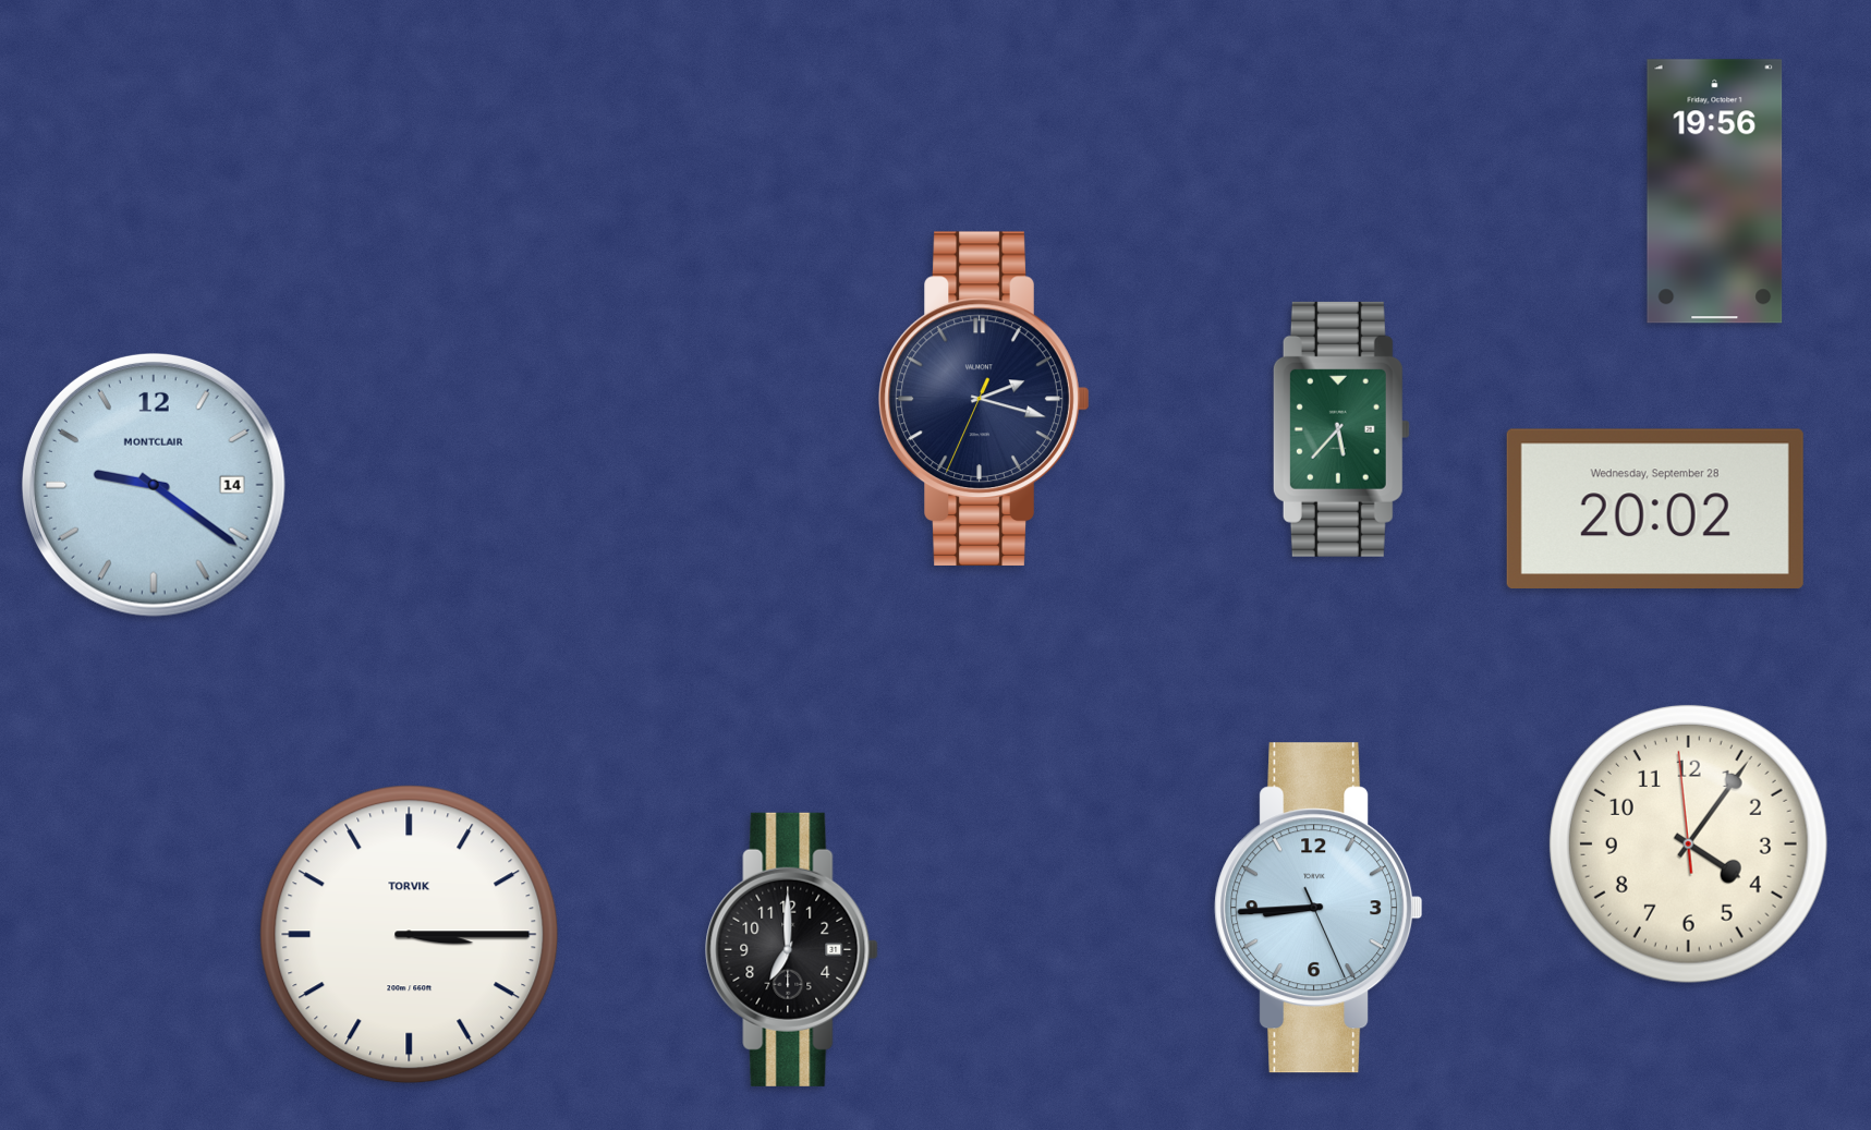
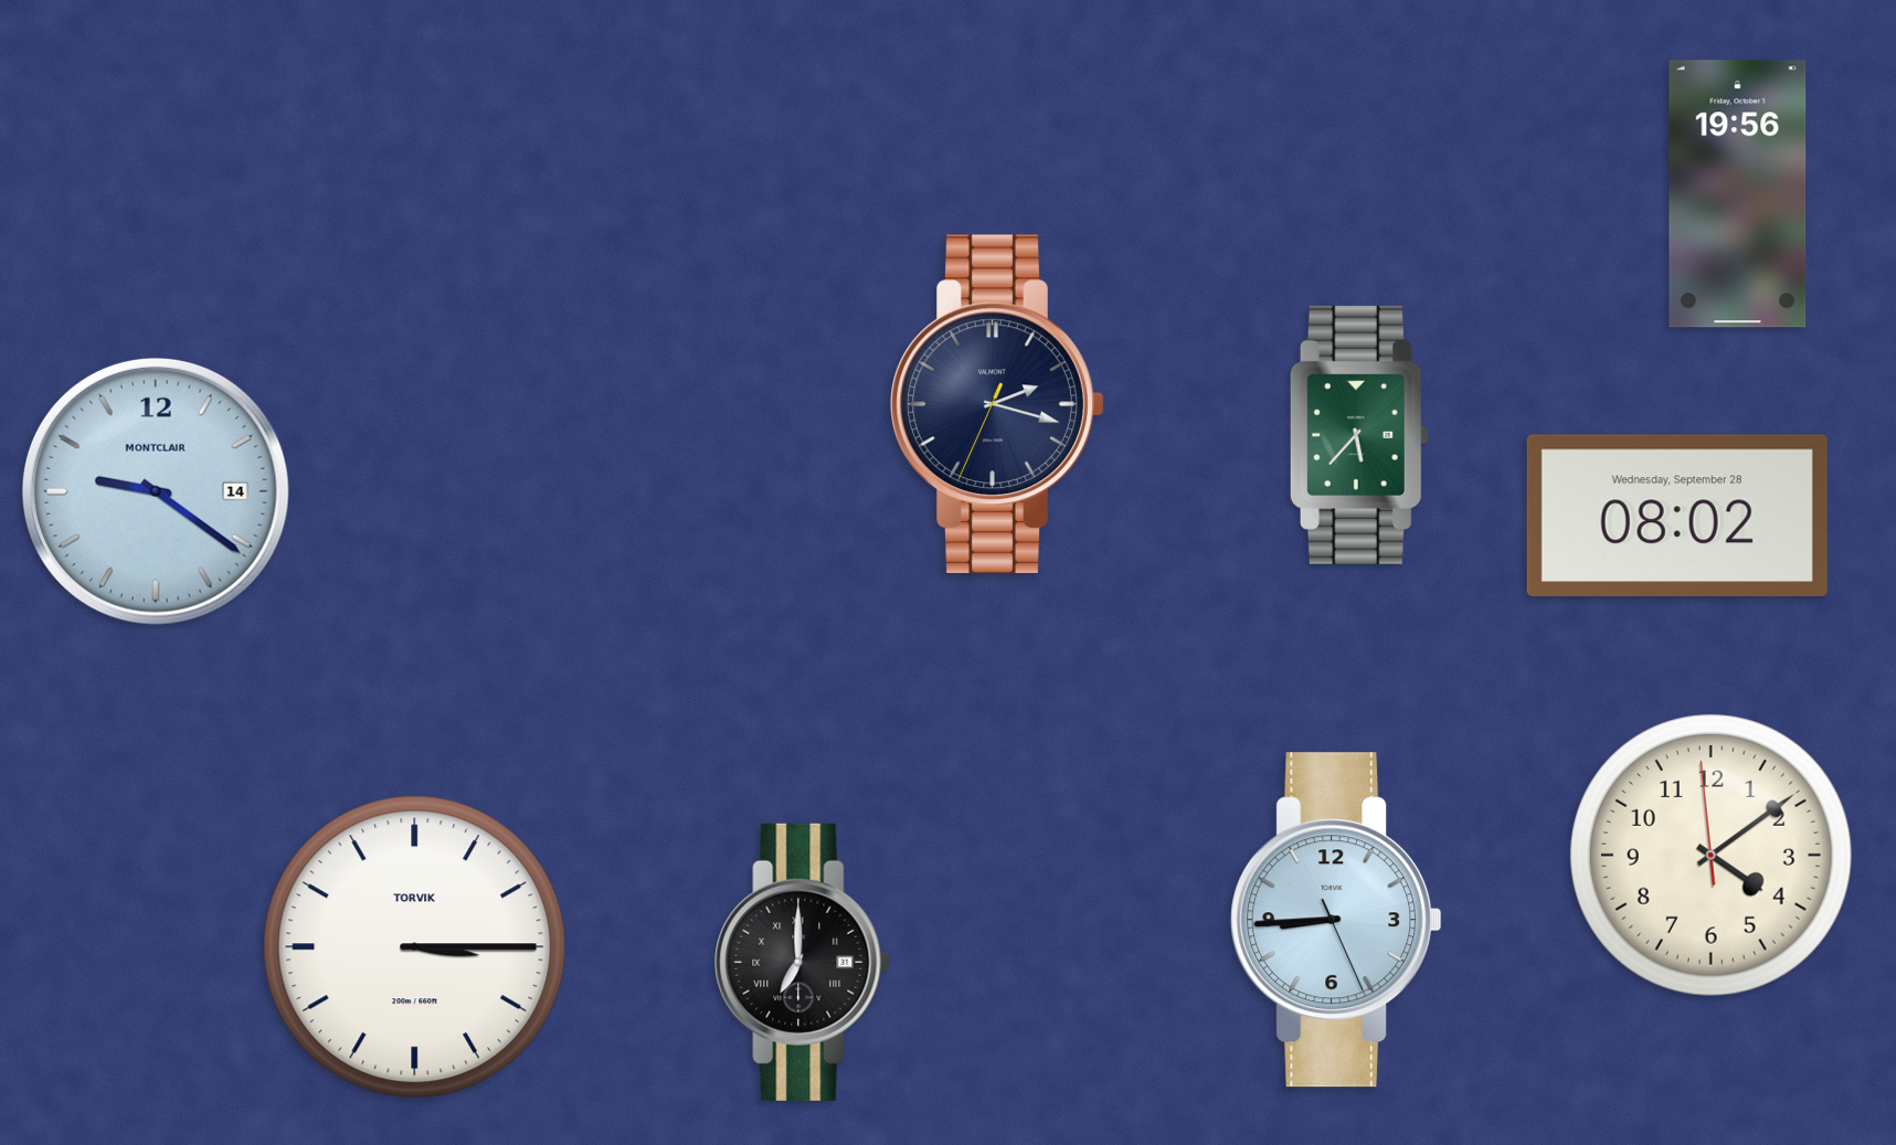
clock at (1655, 508): 20:02 -> 08:02
clock at (1688, 843): 4:05 -> 4:08
clock at (792, 949) numerals: Arabic -> Roman
